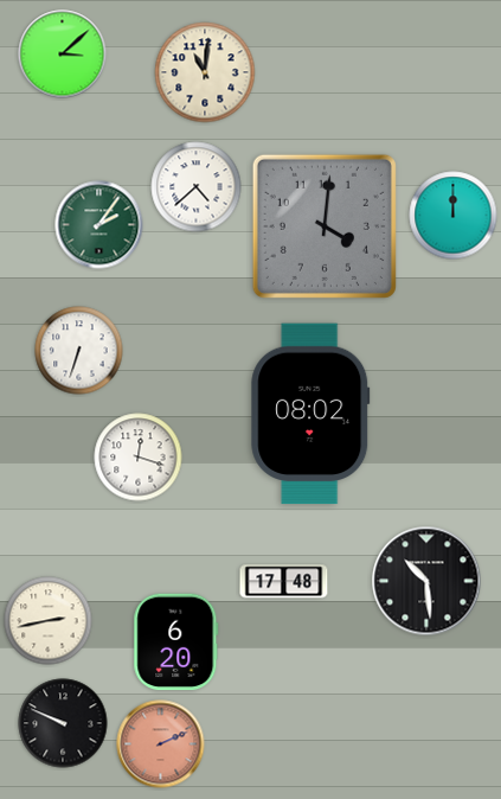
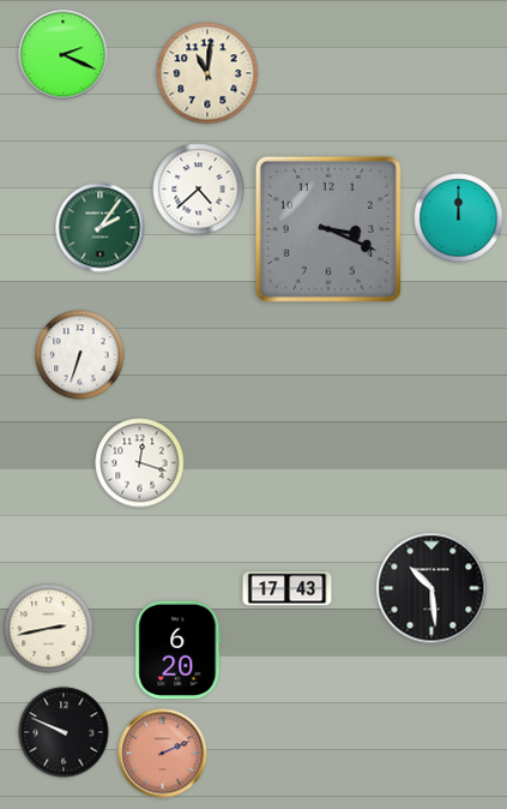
clock at (63, 55): 3:08 -> 2:19
clock at (325, 226): 4:01 -> 3:19
clock at (310, 414): 08:02 -> none
clock at (284, 582): 17:48 -> 17:43
